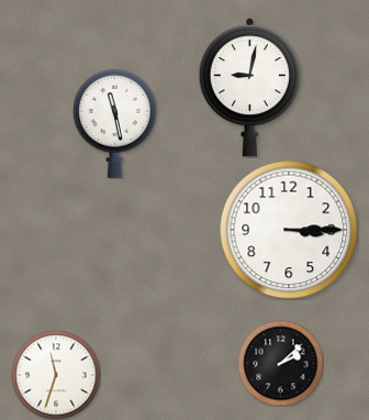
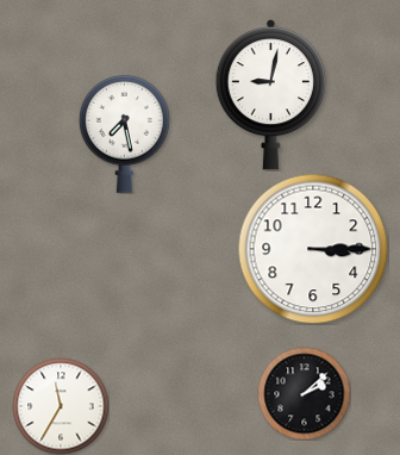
clock at (114, 123): 11:28 -> 7:28
clock at (56, 375): 11:33 -> 11:35
